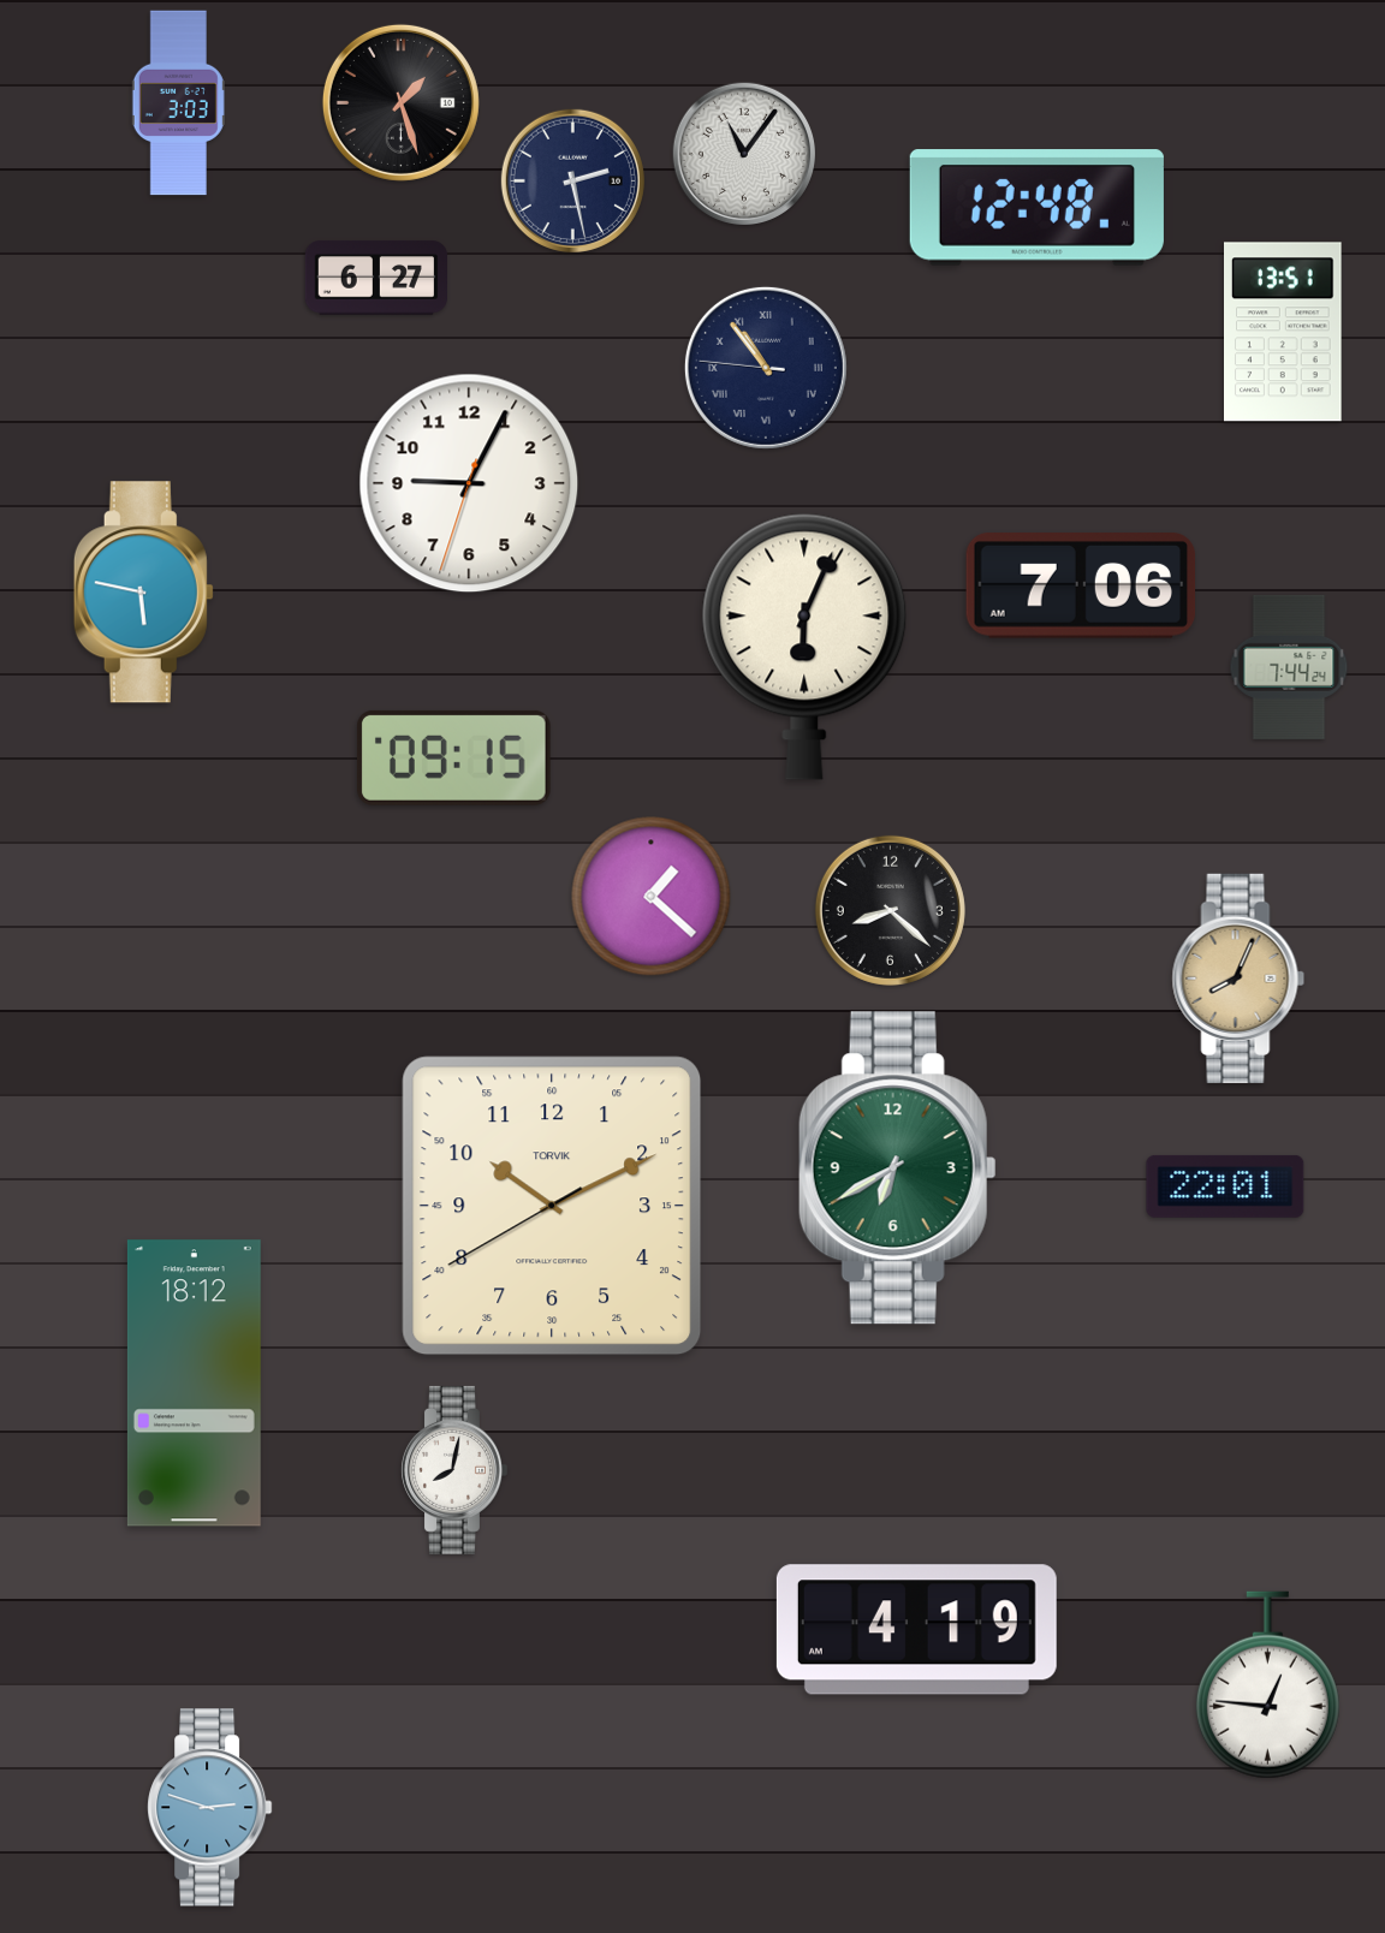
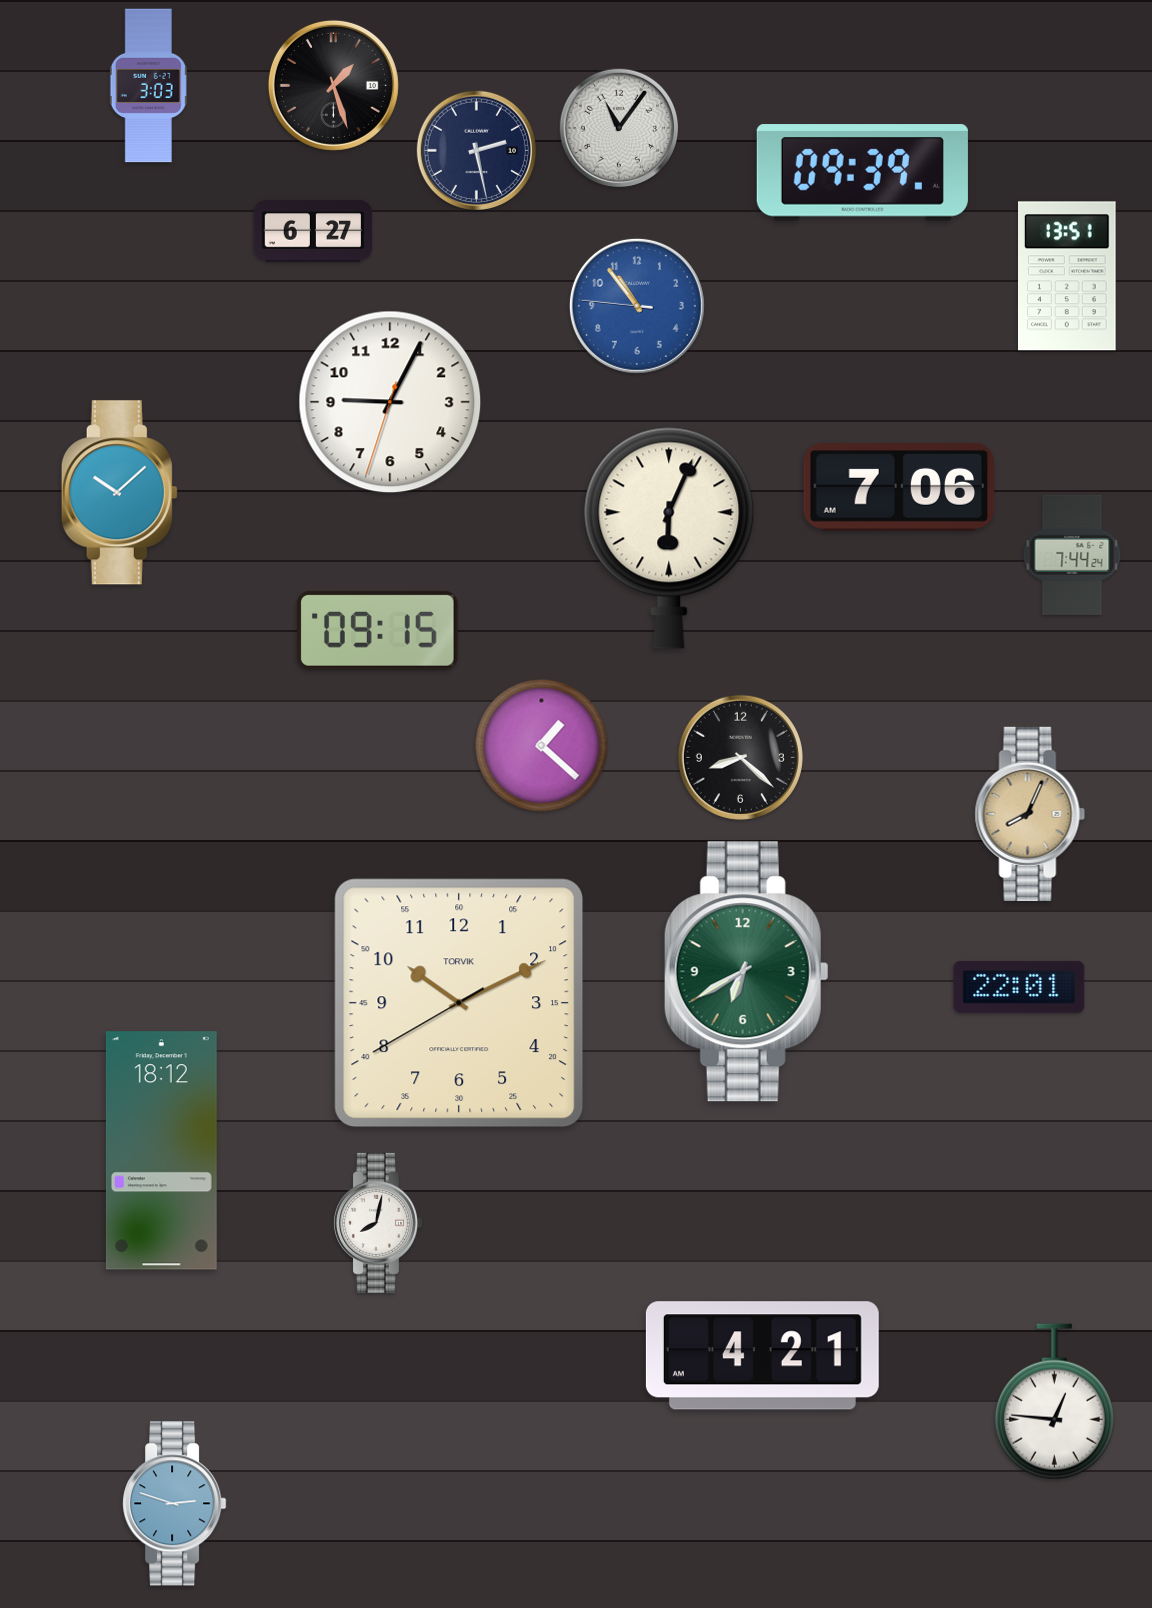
clock at (1036, 208): 12:48 -> 09:39
clock at (766, 368) dial: navy -> blue
clock at (766, 368) numerals: Roman -> Arabic
clock at (143, 593): 5:47 -> 10:08
clock at (916, 1630): 4:19 -> 4:21
